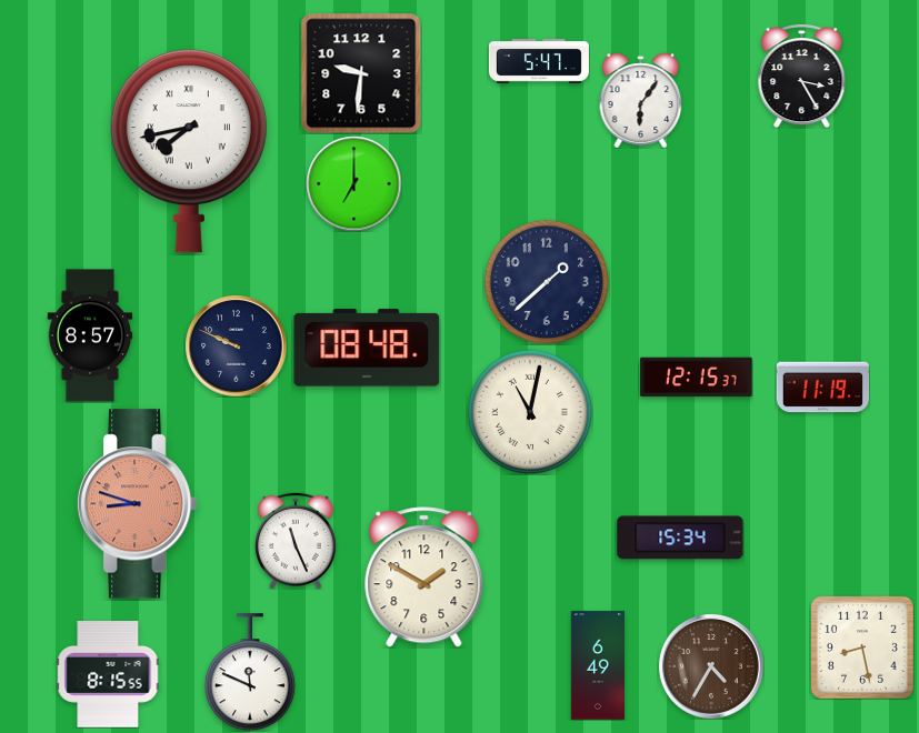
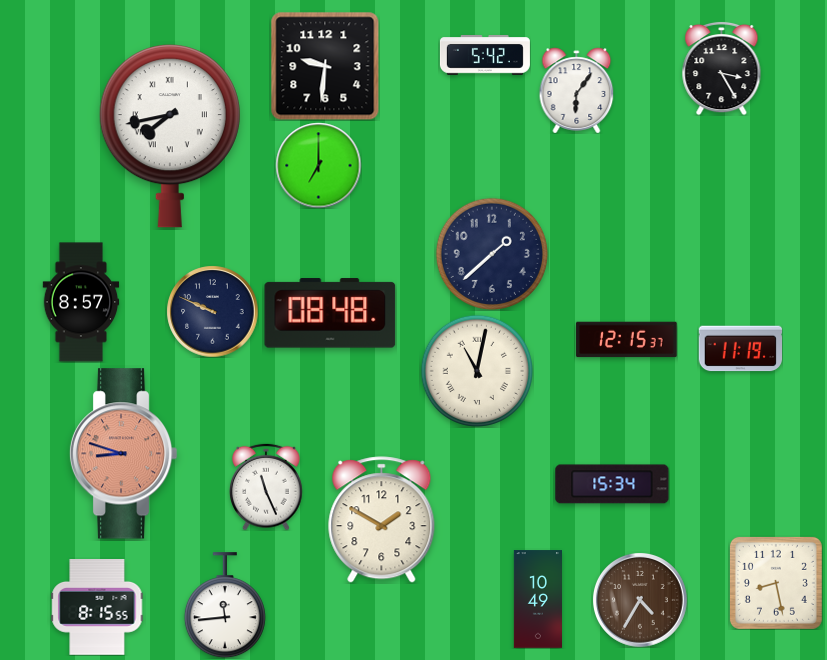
clock at (539, 62): 5:47 -> 5:42
clock at (597, 665): 6:49 -> 10:49
clock at (250, 672): 11:49 -> 11:44
